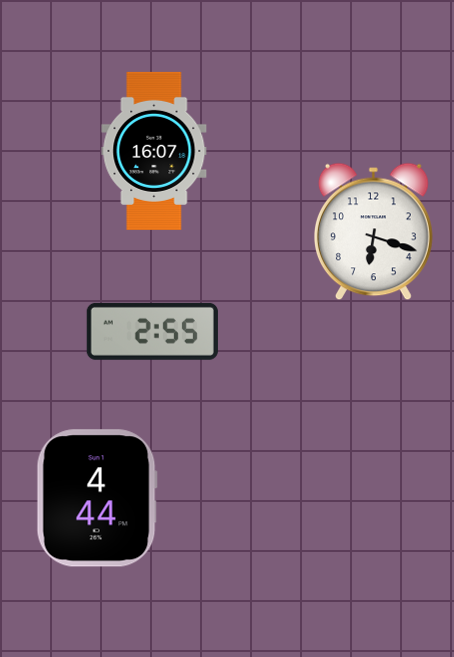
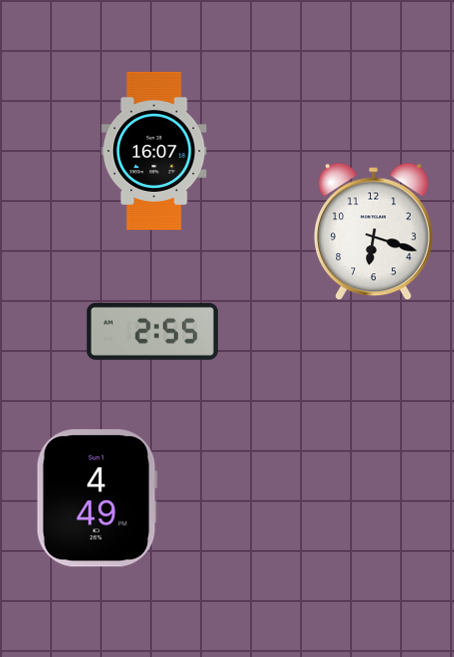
clock at (97, 498): 4:44 -> 4:49
